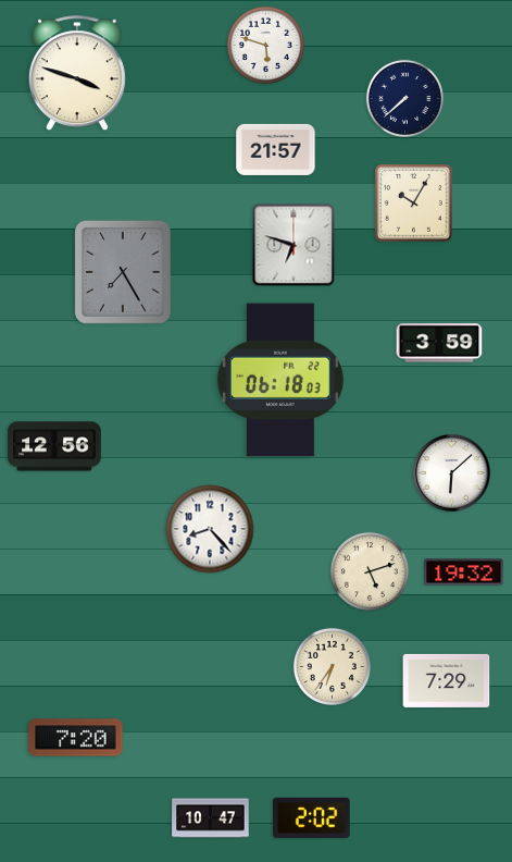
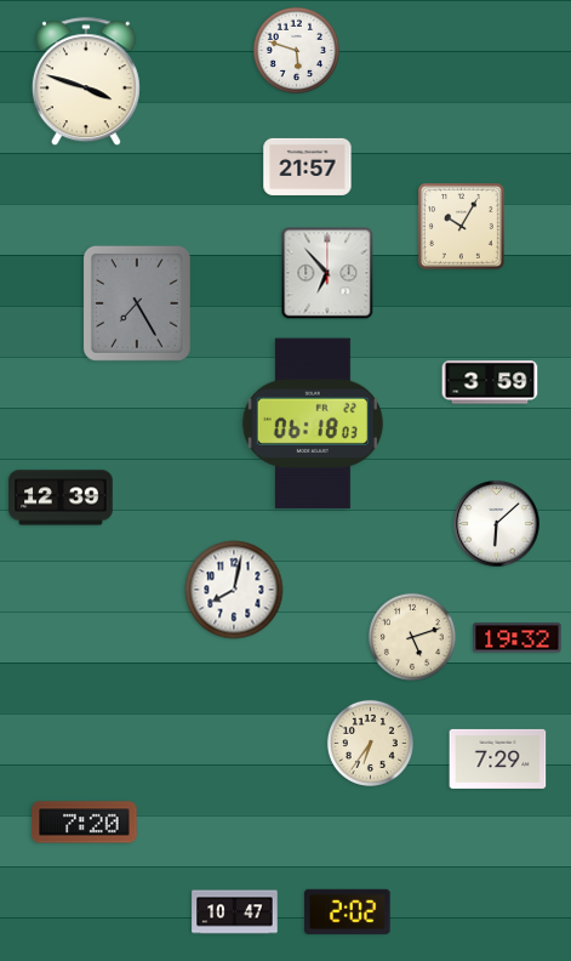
clock at (404, 98): 7:38 -> none
clock at (294, 245): 6:48 -> 6:53
clock at (54, 446): 12:56 -> 12:39
clock at (452, 473) position: (452, 473) -> (497, 524)
clock at (210, 529): 8:23 -> 8:02
